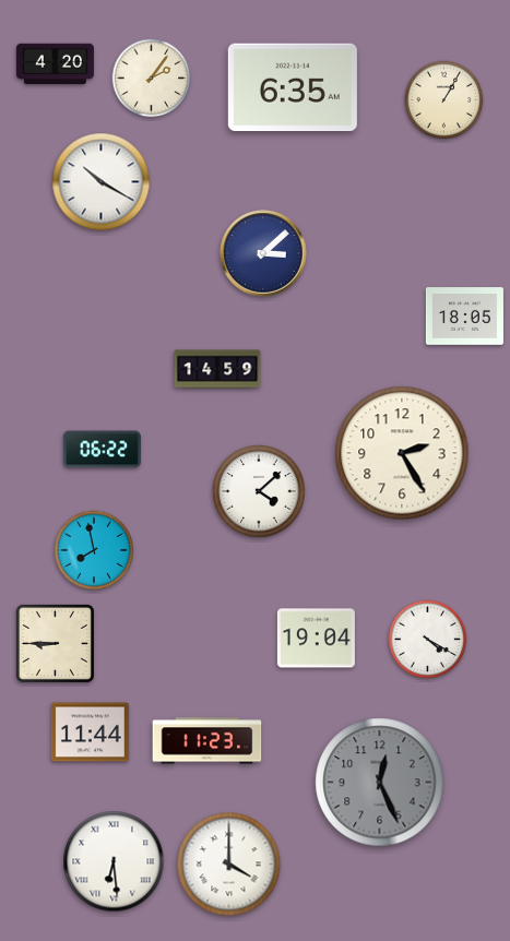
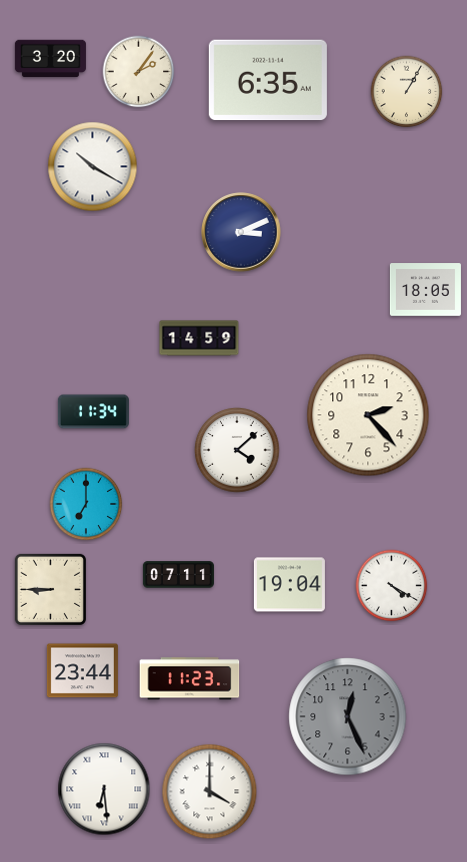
clock at (55, 64): 4:20 -> 3:20
clock at (263, 253): 3:08 -> 3:11
clock at (102, 450): 06:22 -> 11:34
clock at (402, 453): 2:25 -> 2:23
clock at (94, 550): 7:58 -> 7:00
clock at (178, 575): none -> 07:11
clock at (90, 732): 11:44 -> 23:44
